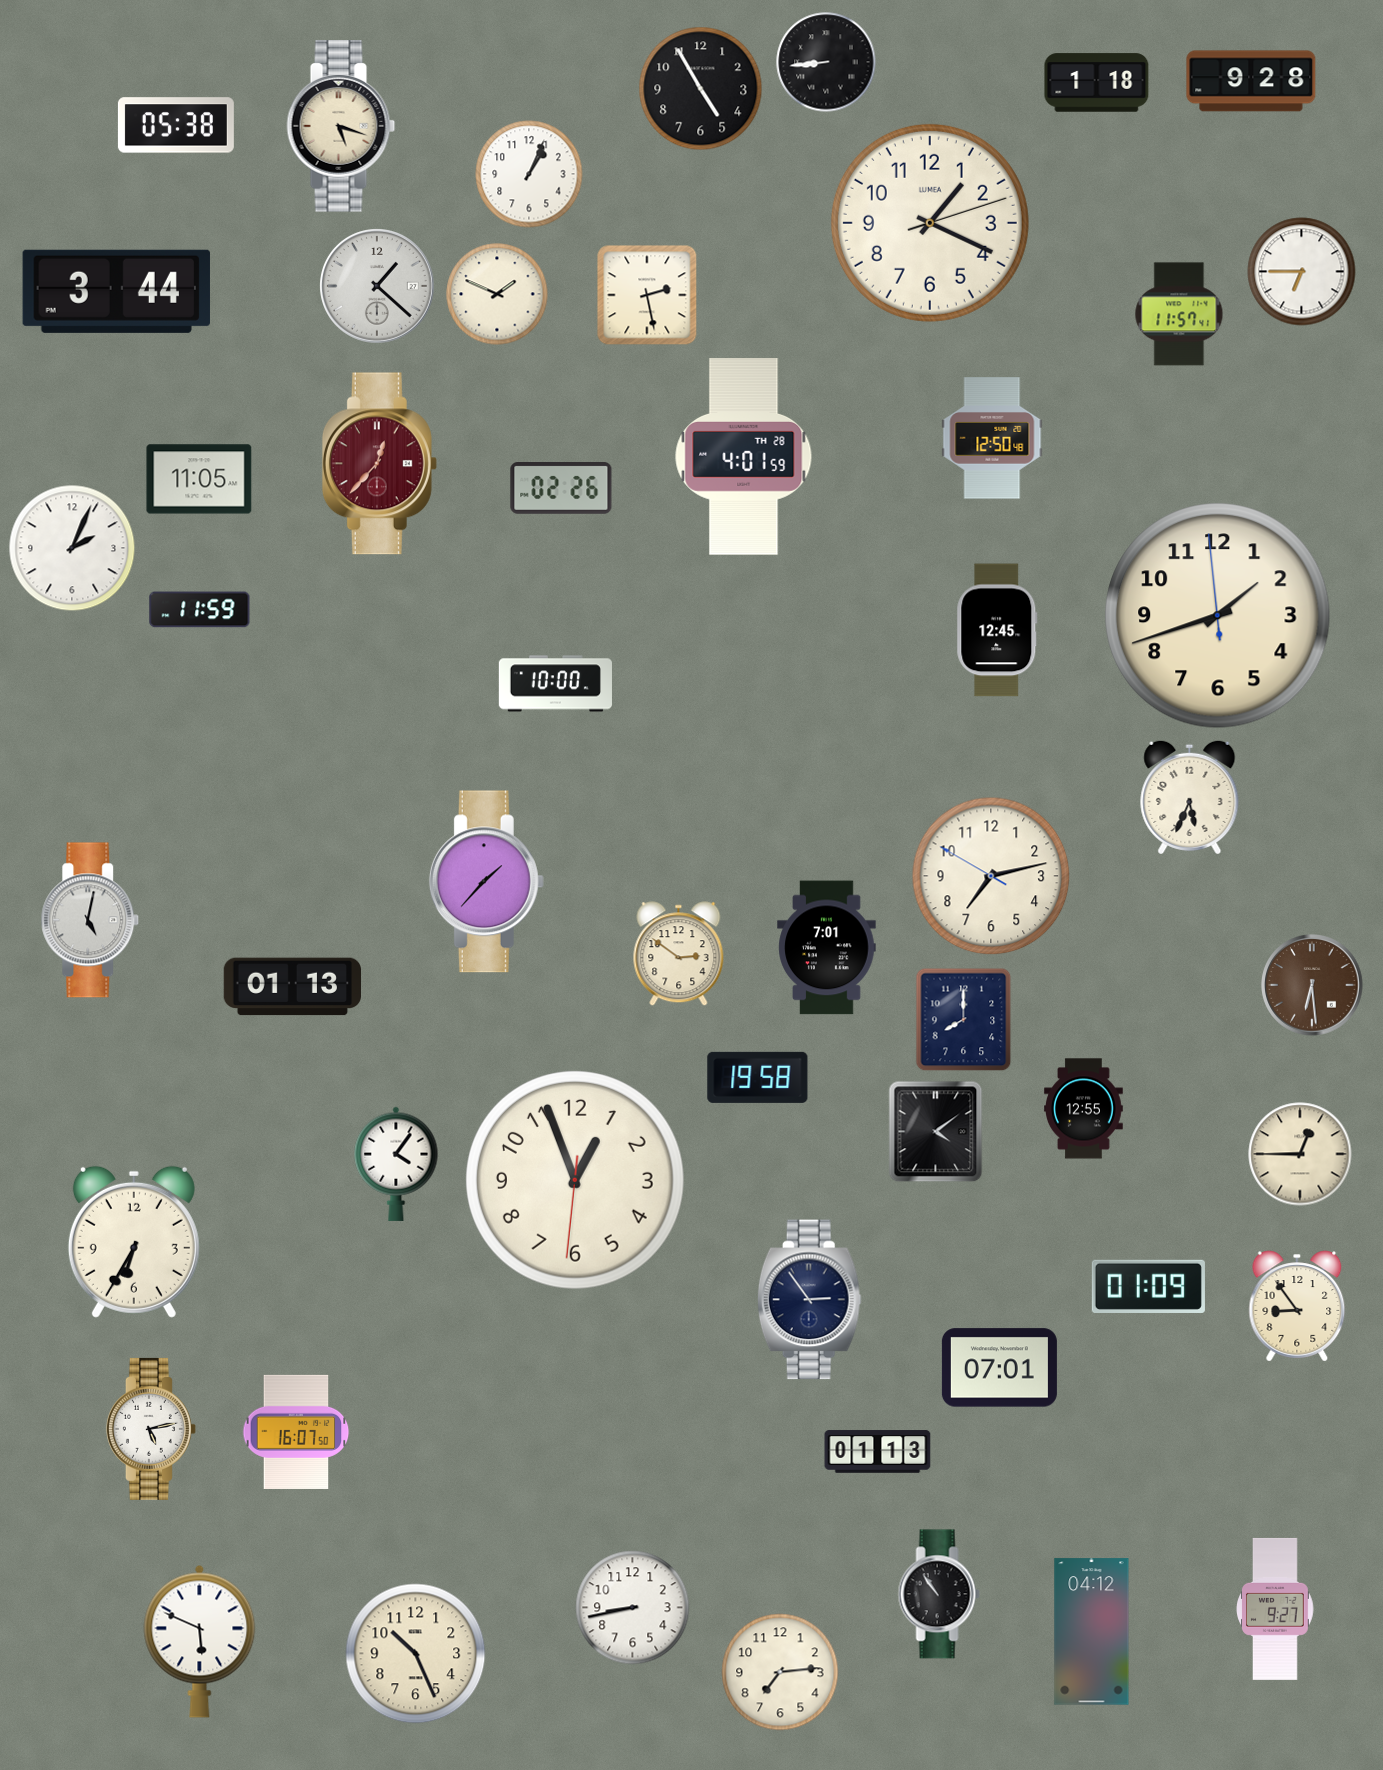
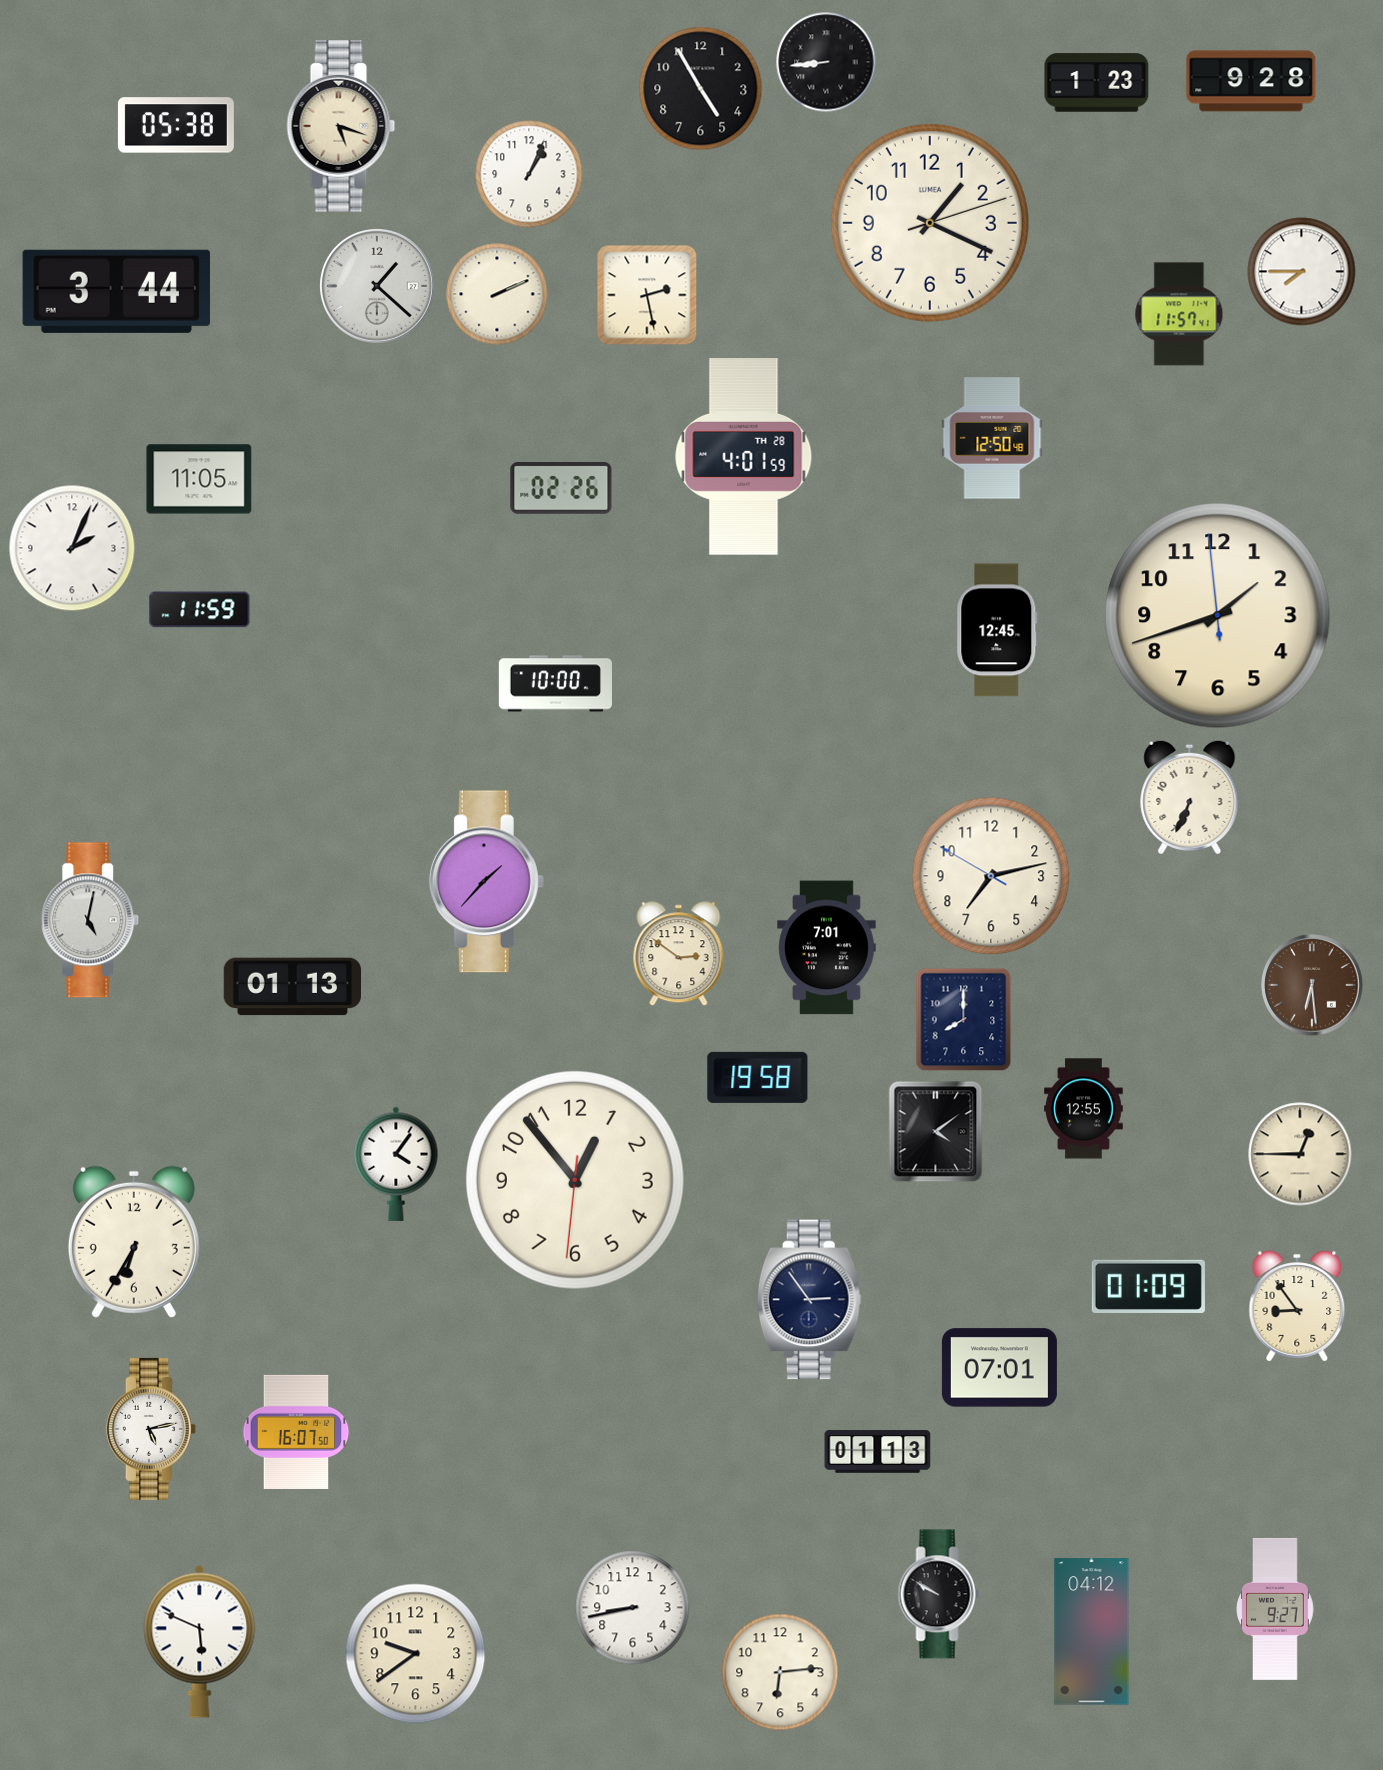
clock at (1097, 83): 1:18 -> 1:23
clock at (1302, 272): 6:45 -> 7:45
clock at (497, 294): 1:49 -> 2:11
clock at (379, 464): 12:37 -> none
clock at (1190, 797): 5:34 -> 6:34
clock at (576, 1181): 12:56 -> 12:53
clock at (939, 1594): 10:54 -> 9:50
clock at (416, 1654): 10:26 -> 9:39
clock at (780, 1672): 7:14 -> 6:14
